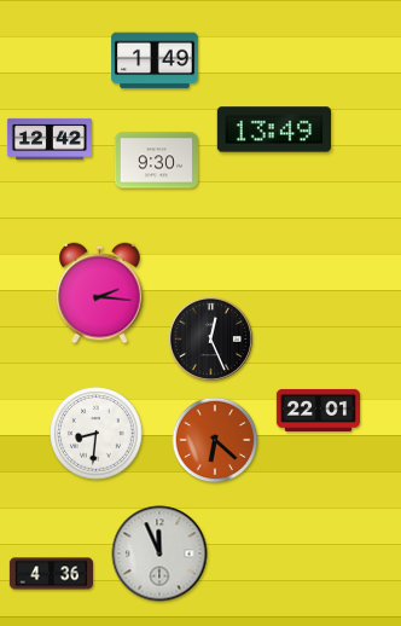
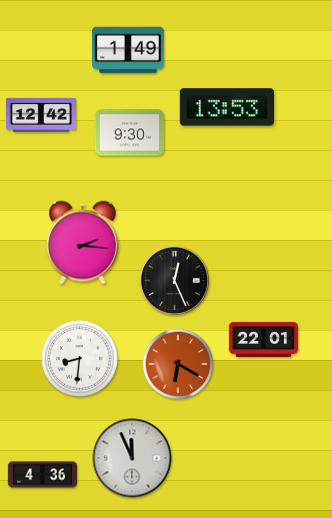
clock at (273, 129): 13:49 -> 13:53
clock at (215, 440): 6:22 -> 6:20
